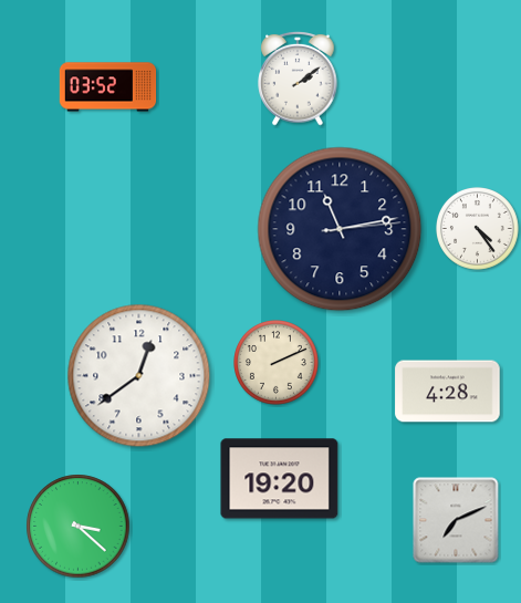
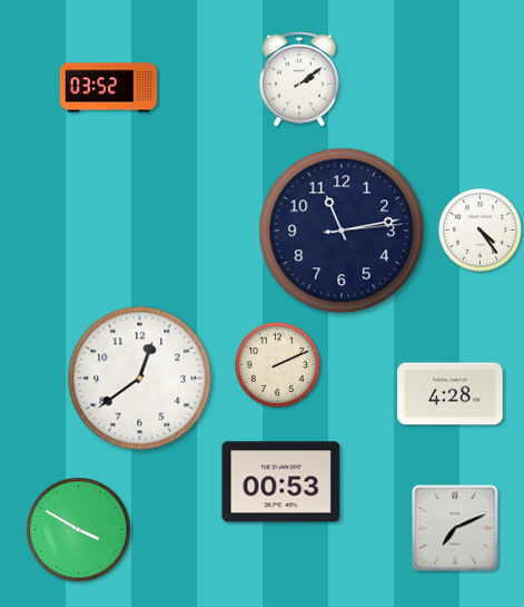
clock at (280, 479): 19:20 -> 00:53
clock at (456, 520) position: (456, 520) -> (455, 528)
clock at (79, 527): 3:22 -> 3:50
